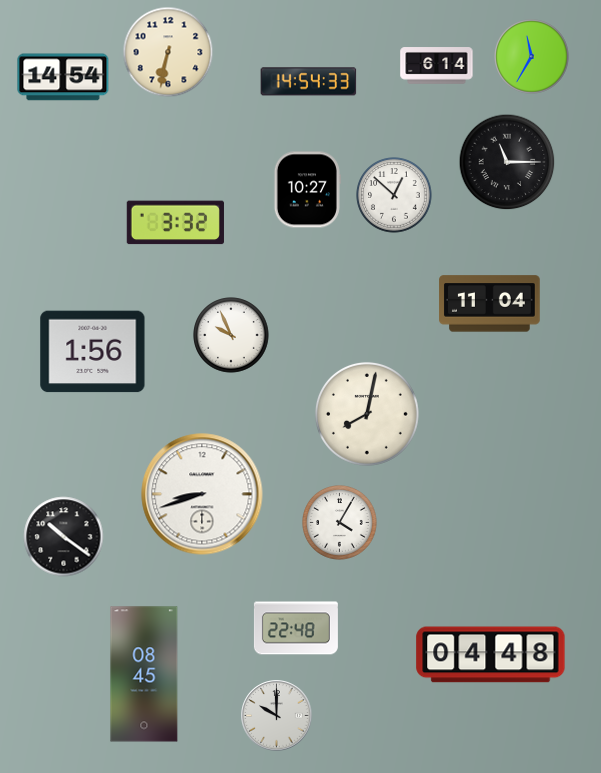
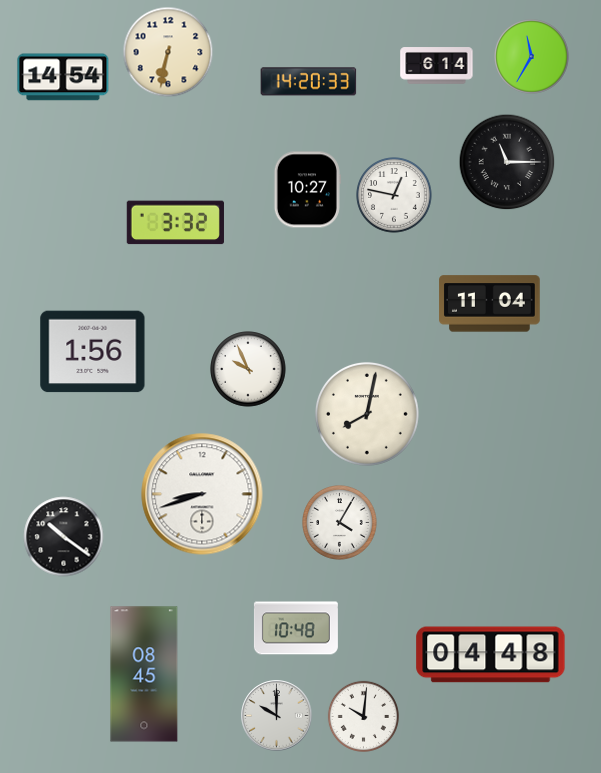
clock at (309, 82): 14:54 -> 14:20
clock at (394, 195): 12:52 -> 12:47
clock at (231, 335) position: (231, 335) -> (248, 369)
clock at (296, 628): 22:48 -> 10:48
clock at (363, 716): none -> 10:01
